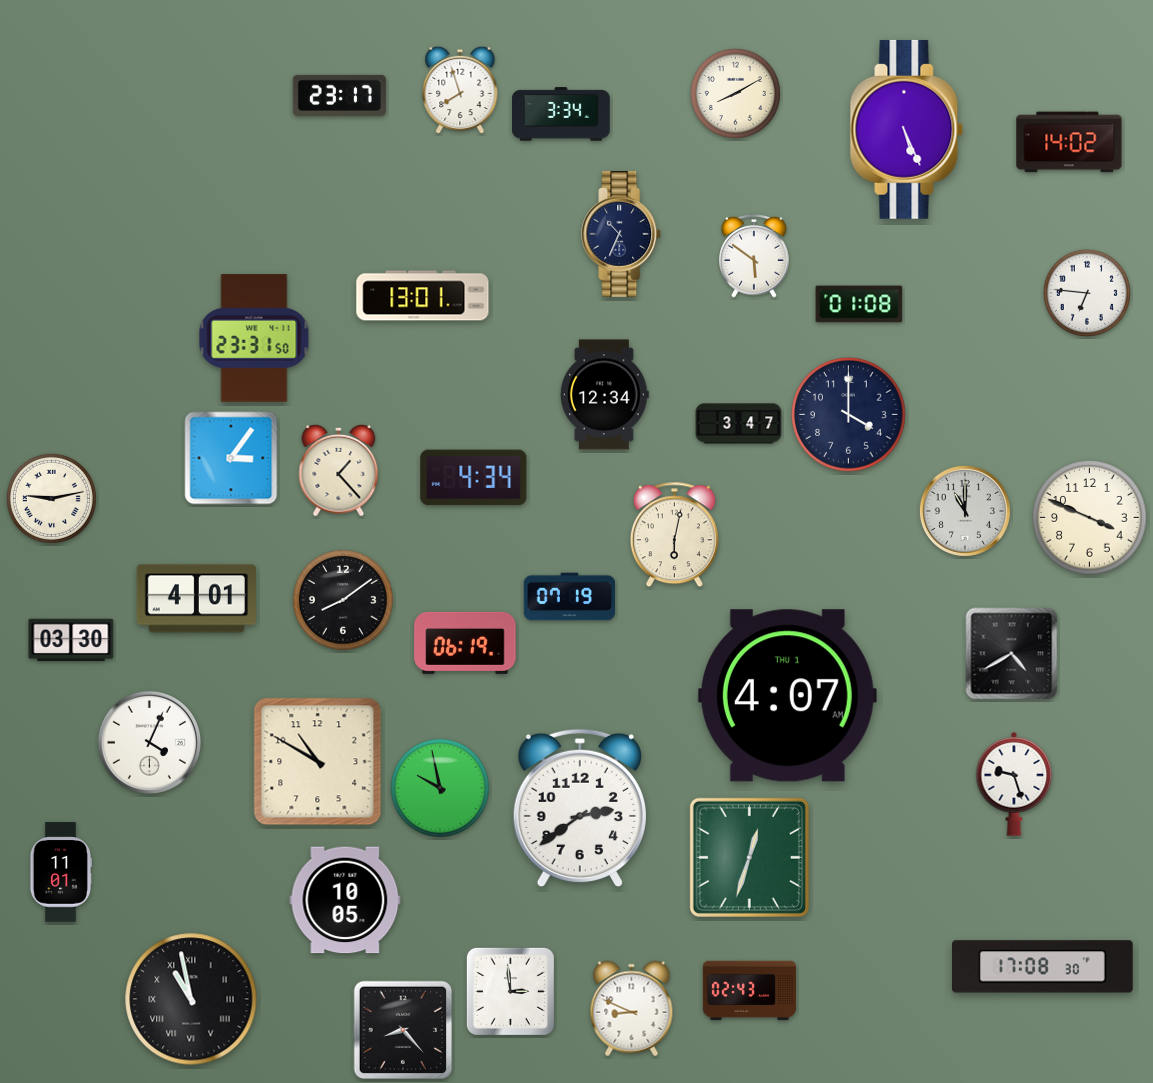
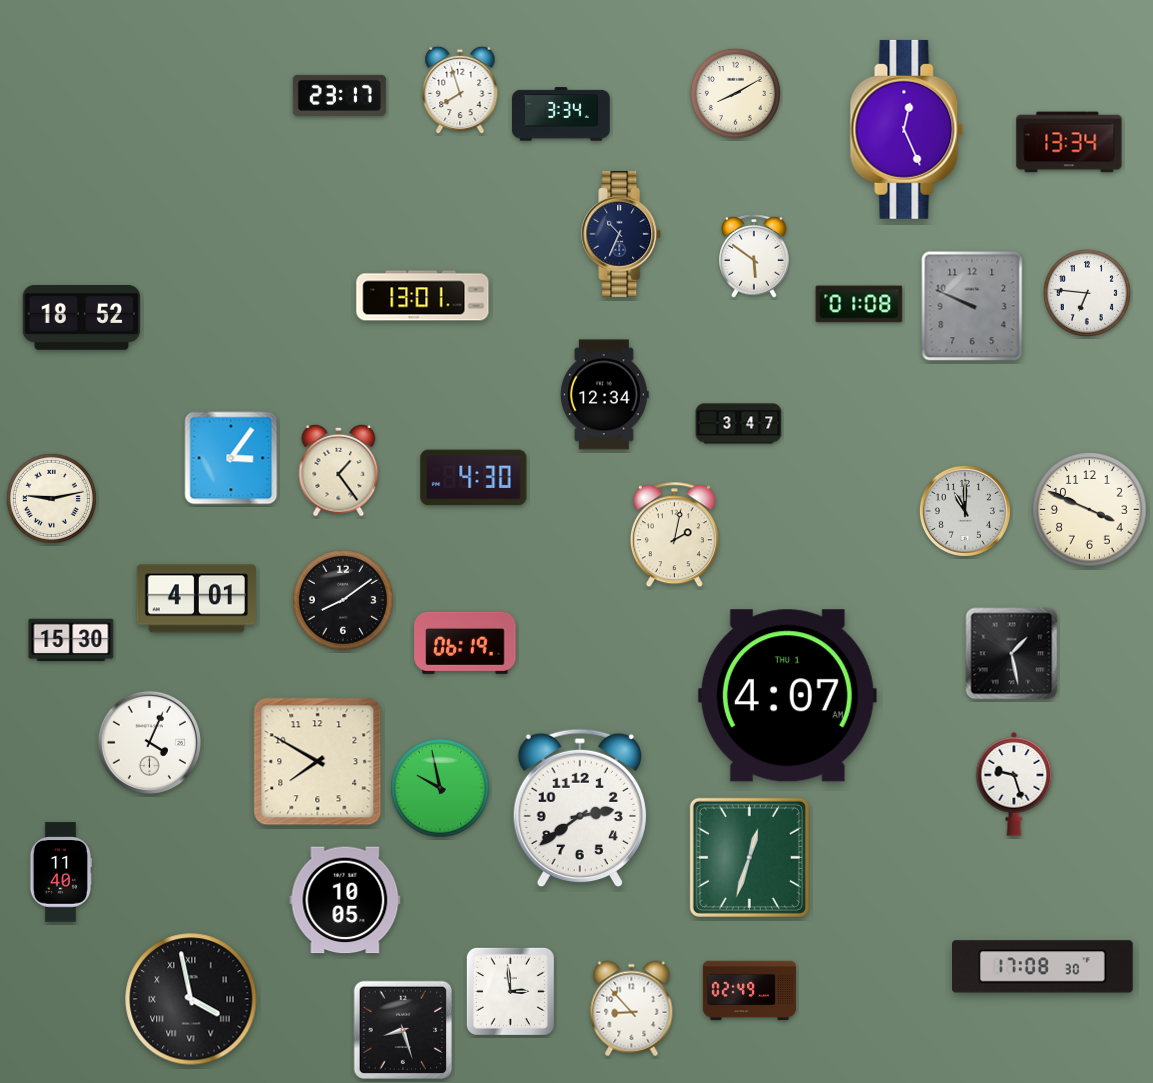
clock at (907, 129): 5:26 -> 12:26
clock at (1069, 142): 14:02 -> 13:34
clock at (972, 306): none -> 9:49
clock at (82, 318): none -> 18:52
clock at (254, 338): 23:31 -> none
clock at (849, 415): 4:00 -> none
clock at (339, 470): 1:23 -> 1:24
clock at (474, 478): 4:34 -> 4:30
clock at (1090, 518) position: (1090, 518) -> (1090, 510)
clock at (674, 535): 6:02 -> 2:02
clock at (570, 597): 07:19 -> none
clock at (71, 640): 03:30 -> 15:30
clock at (1012, 654): 4:40 -> 1:28
clock at (318, 762): 10:50 -> 7:50
clock at (60, 872): 11:01 -> 11:40
clock at (749, 991): 02:43 -> 02:49
clock at (191, 999): 10:58 -> 3:58
clock at (632, 1009): 8:49 -> 8:53
clock at (403, 1030): 8:23 -> 8:27
